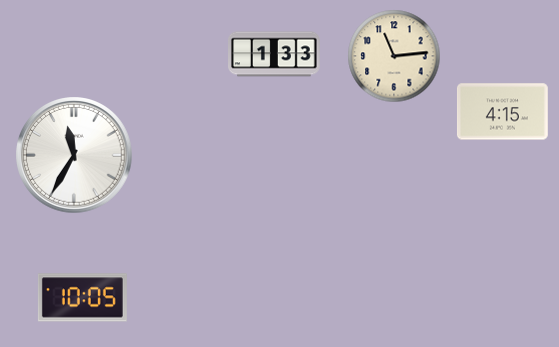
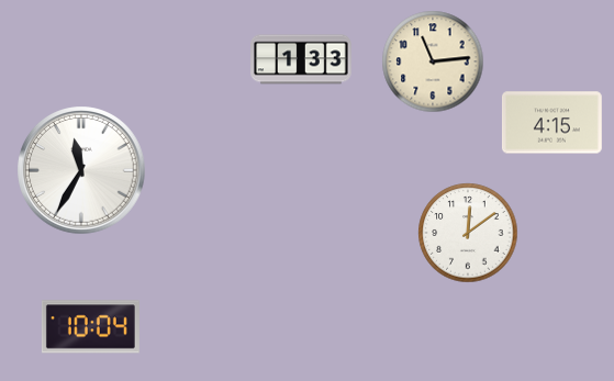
clock at (468, 233): none -> 12:09
clock at (82, 298): 10:05 -> 10:04
